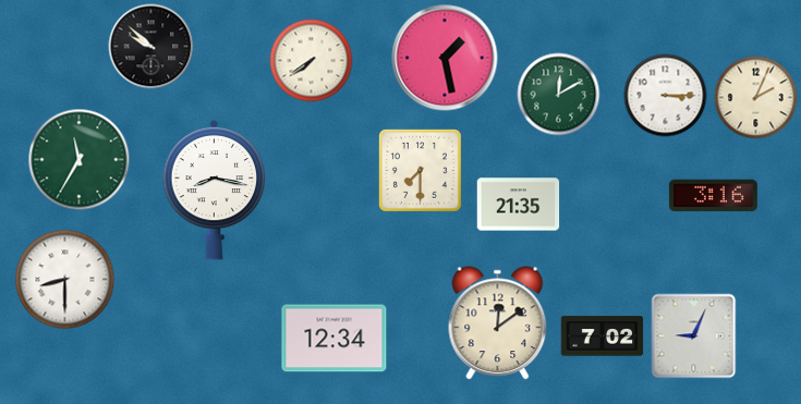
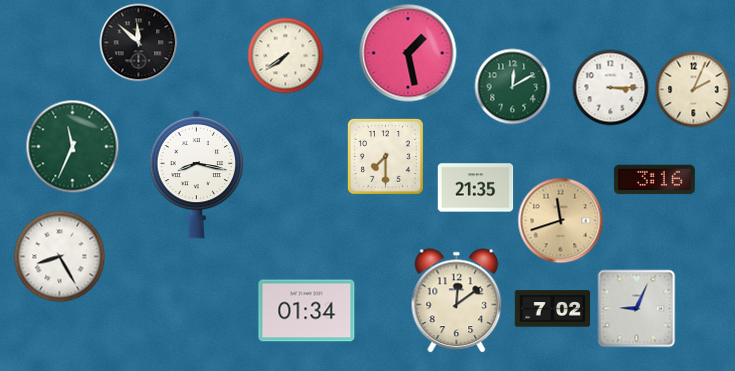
clock at (151, 47): 9:52 -> 11:52
clock at (80, 160): 11:35 -> 11:34
clock at (561, 221): none -> 11:42
clock at (65, 280): 8:30 -> 8:25
clock at (498, 323) position: (498, 323) -> (457, 301)
clock at (335, 339): 12:34 -> 01:34
